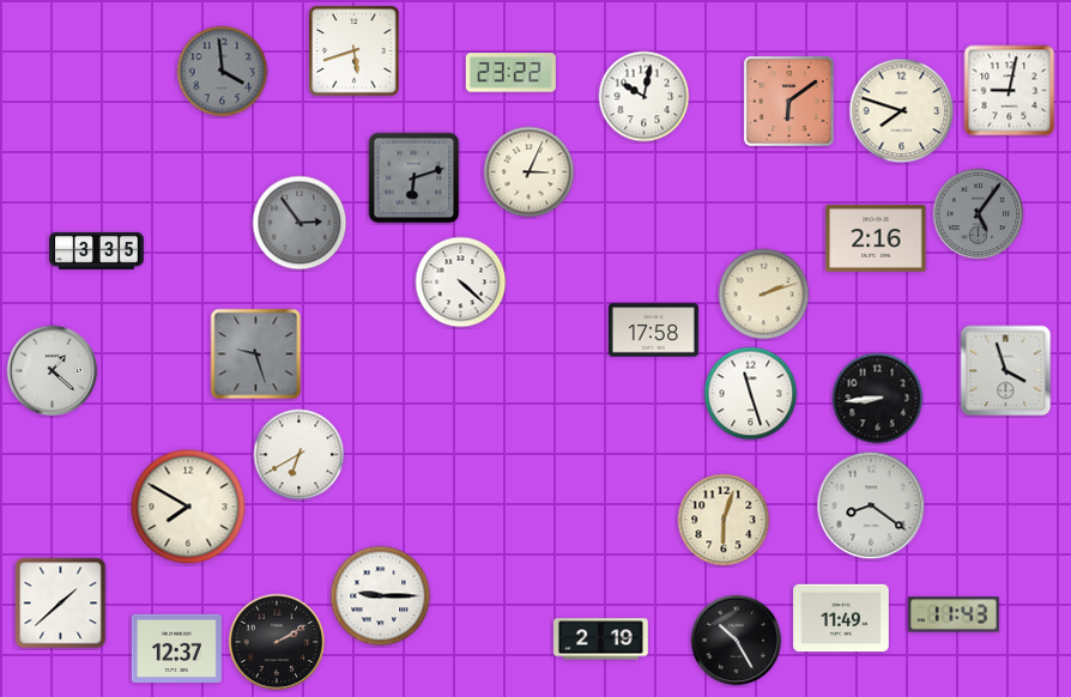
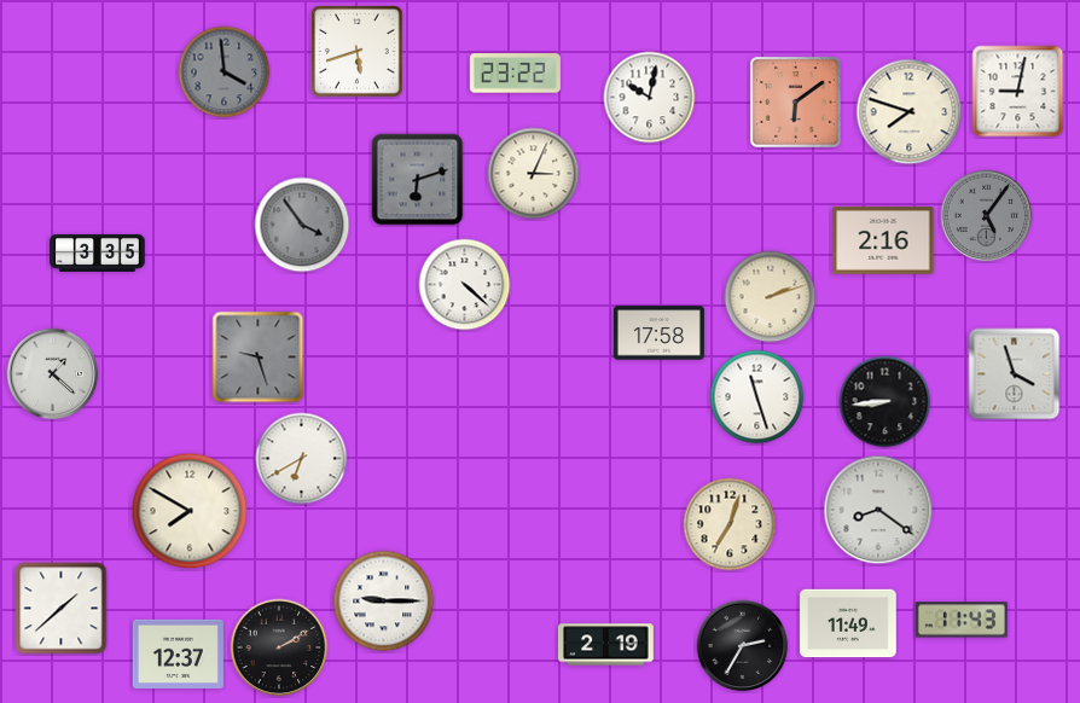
clock at (299, 223): 2:54 -> 3:54
clock at (724, 520): 6:03 -> 7:03
clock at (737, 641): 10:25 -> 2:35
